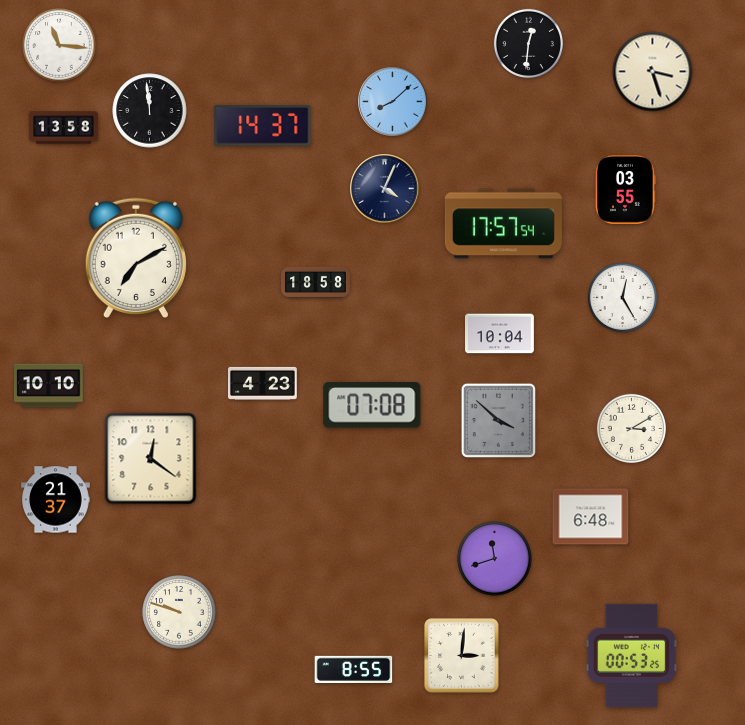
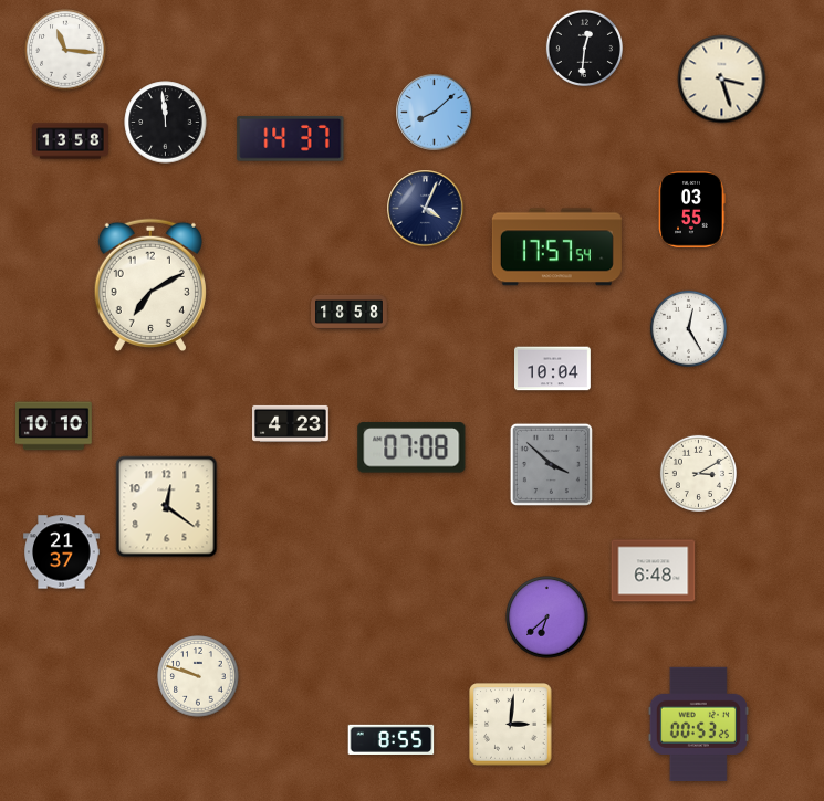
clock at (495, 559): 11:42 -> 6:38
